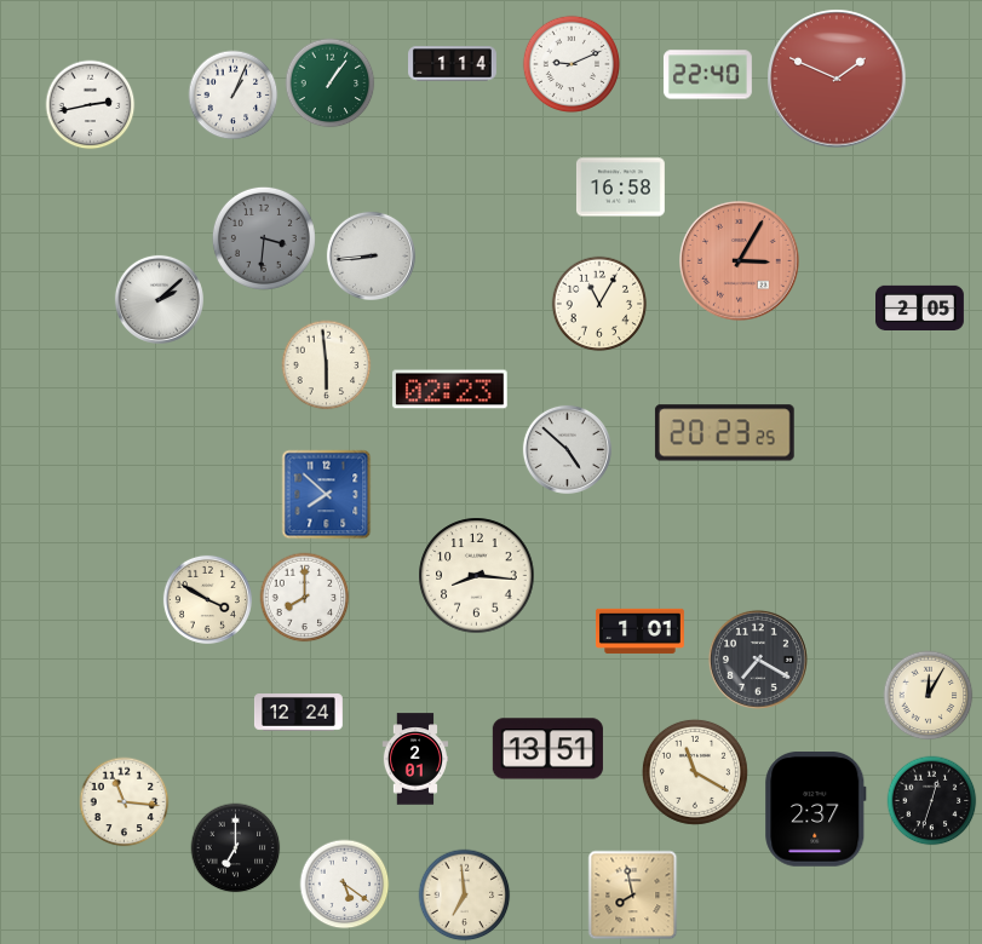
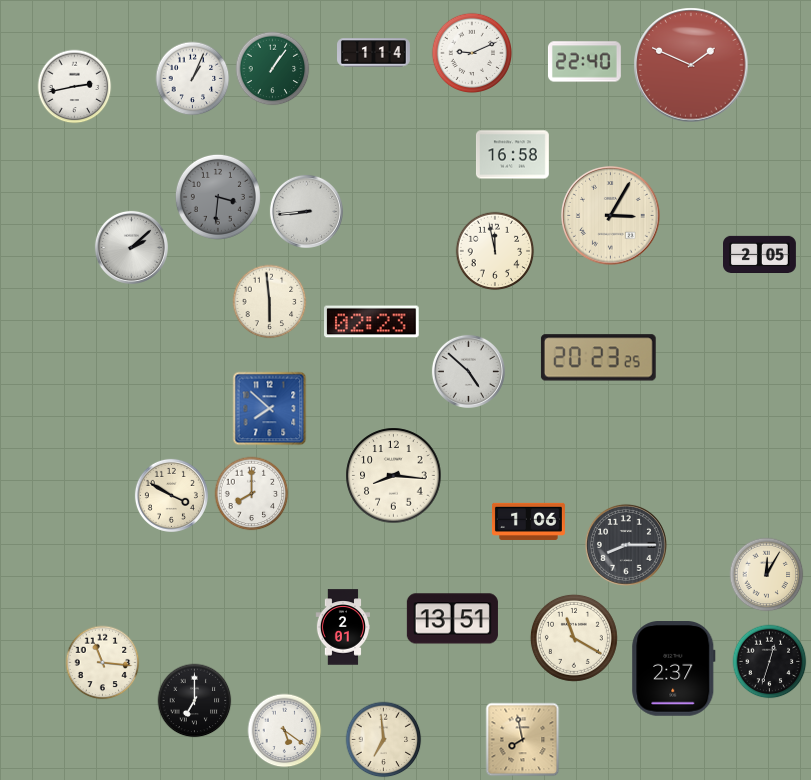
clock at (740, 261) dial: salmon -> cream
clock at (599, 304): 11:05 -> 11:58
clock at (641, 631): 1:01 -> 1:06
clock at (758, 660): 7:20 -> 8:15
clock at (298, 713): 12:24 -> none
